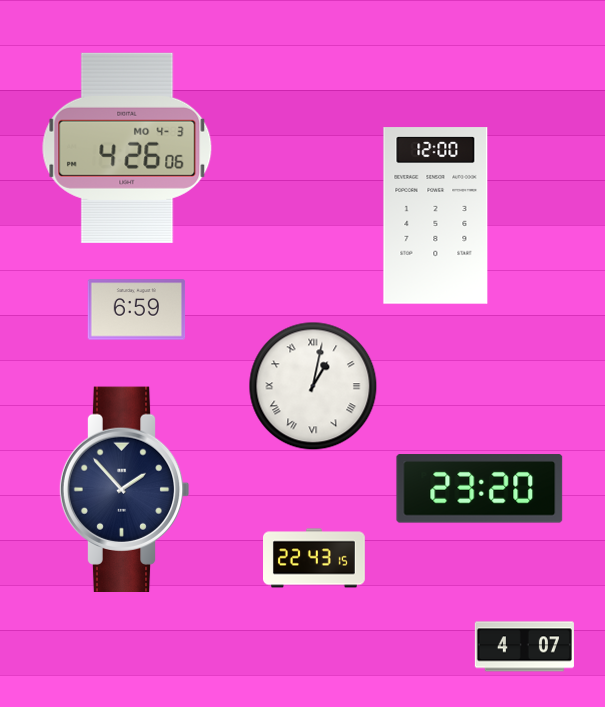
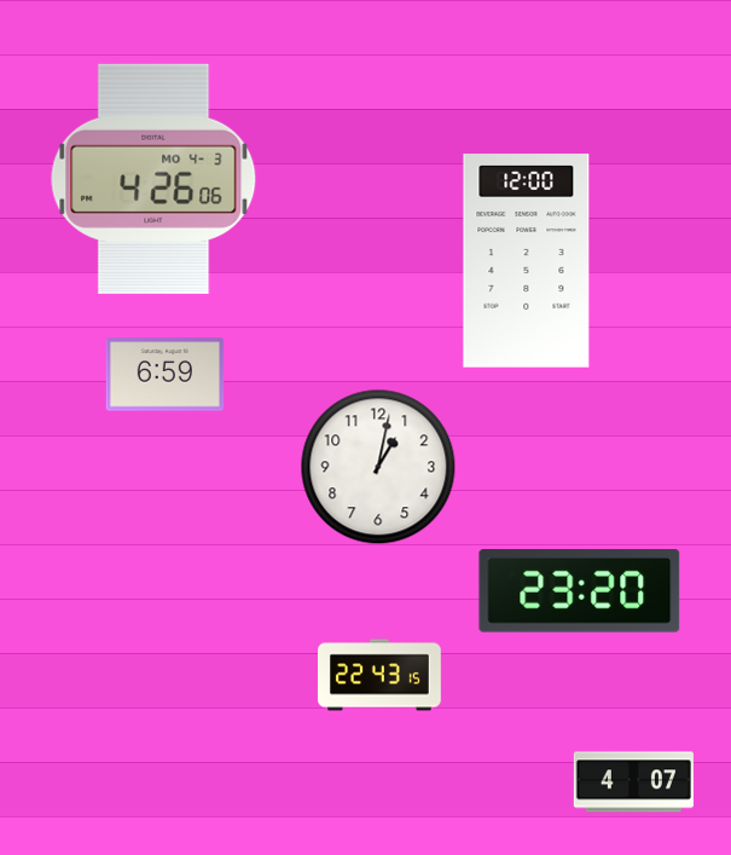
clock at (313, 386) numerals: Roman -> Arabic
clock at (124, 489): 1:53 -> none
